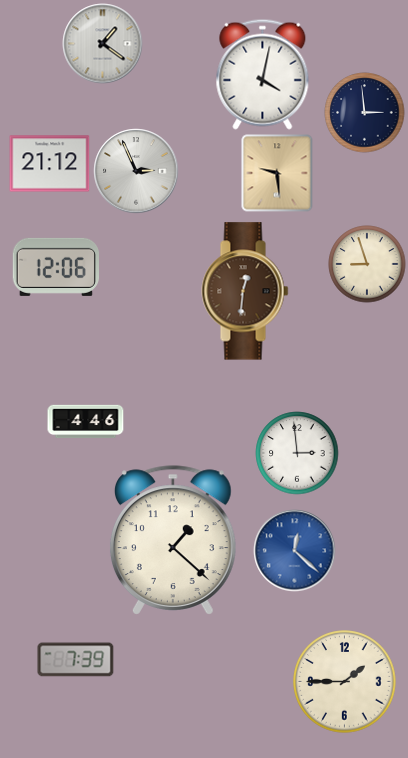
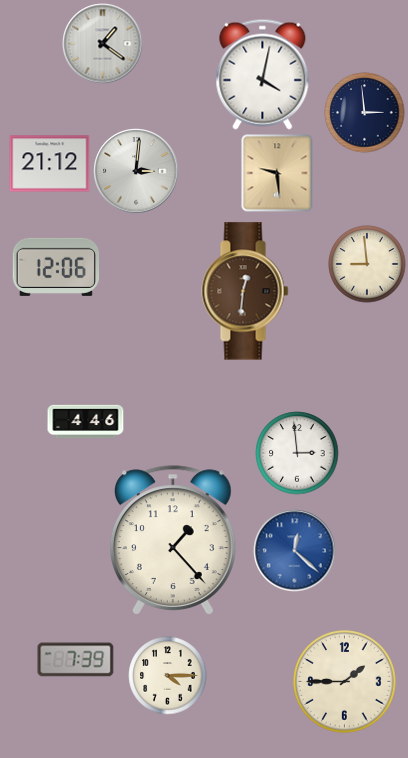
clock at (136, 171): 2:56 -> 3:01
clock at (367, 264): 8:57 -> 8:59
clock at (173, 540): 1:22 -> 1:23
clock at (168, 676): none -> 4:15
